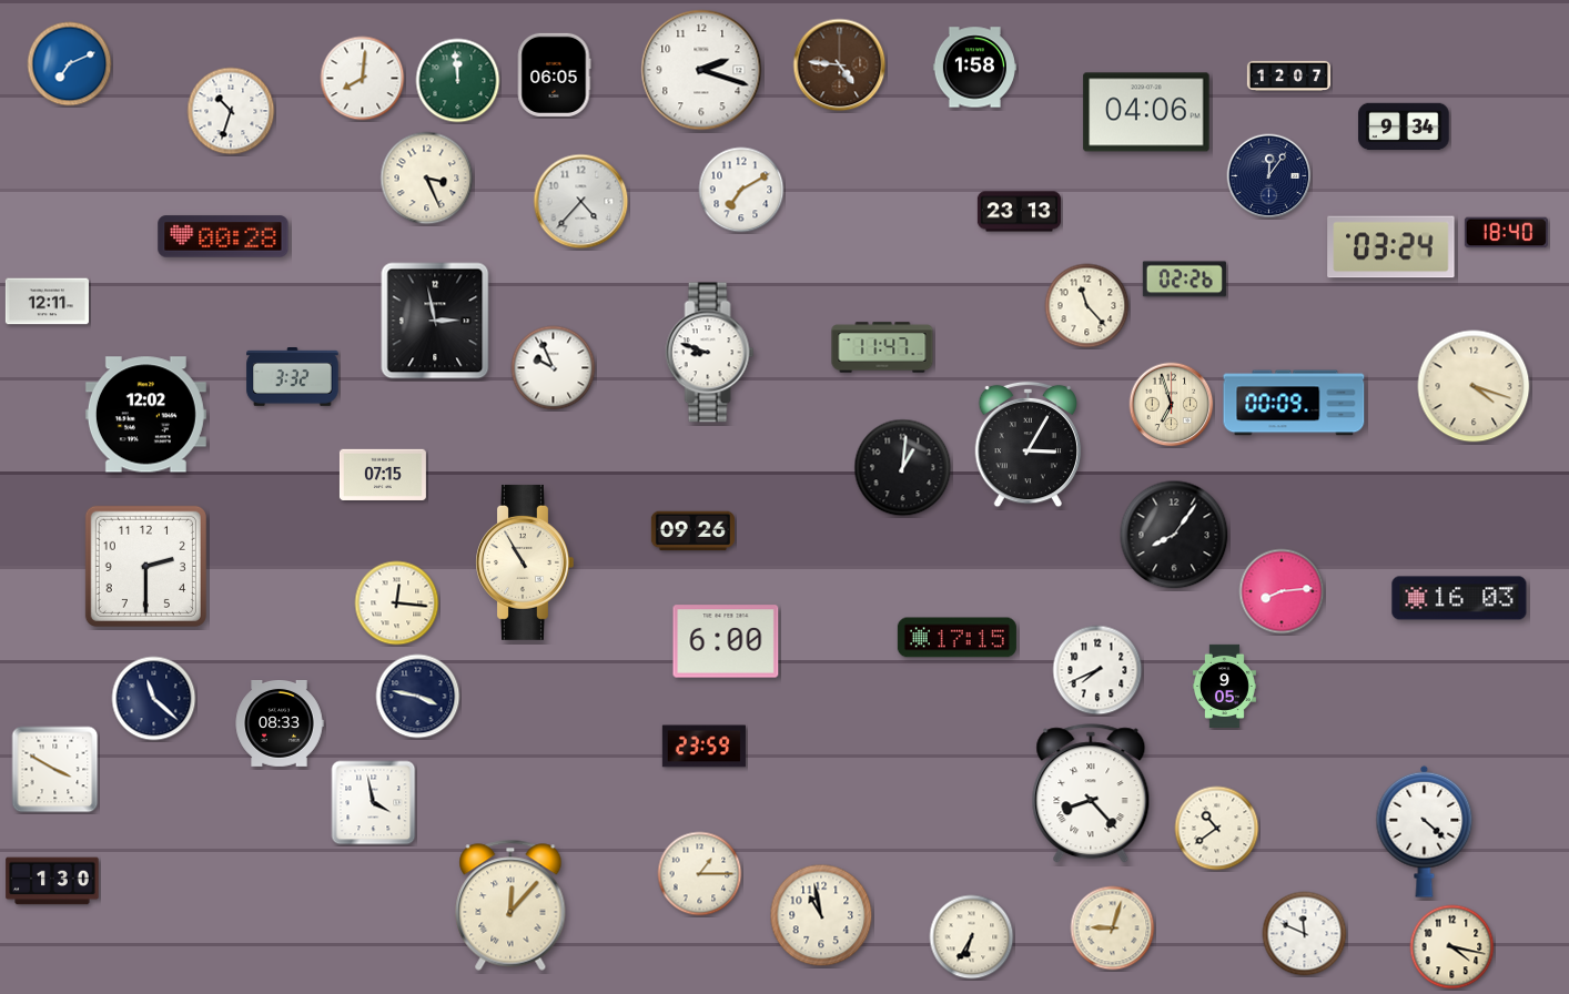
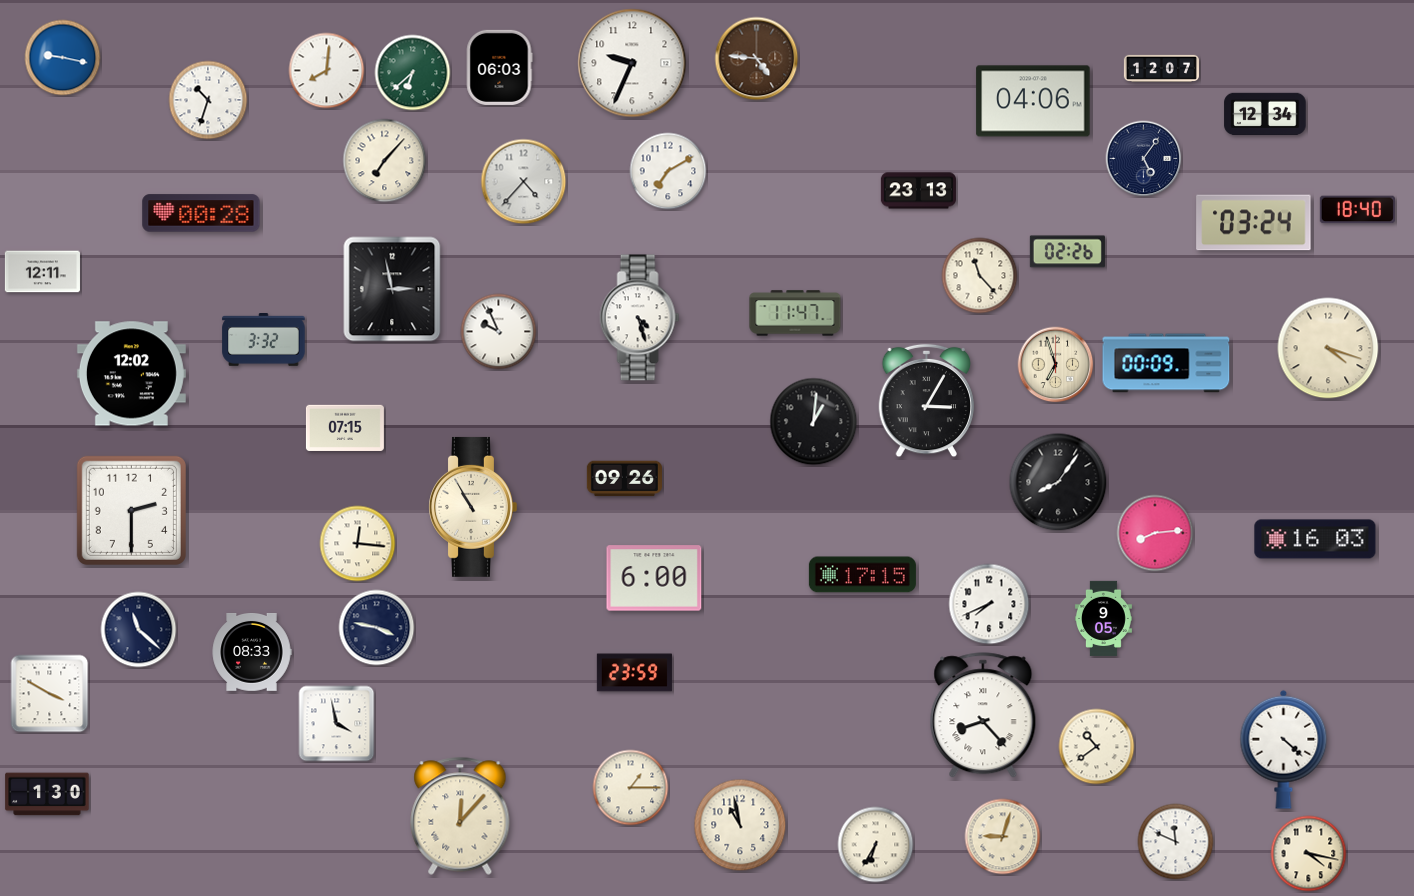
clock at (70, 64): 7:11 -> 9:17
clock at (974, 68): 1:58 -> none
clock at (701, 70): 2:18 -> 9:34
clock at (554, 74): 06:05 -> 06:03
clock at (458, 81): 11:59 -> 6:38
clock at (1404, 126): 9:34 -> 12:34
clock at (1269, 176): 12:06 -> 5:06
clock at (427, 179): 3:26 -> 7:07
clock at (710, 353): 8:48 -> 4:27
